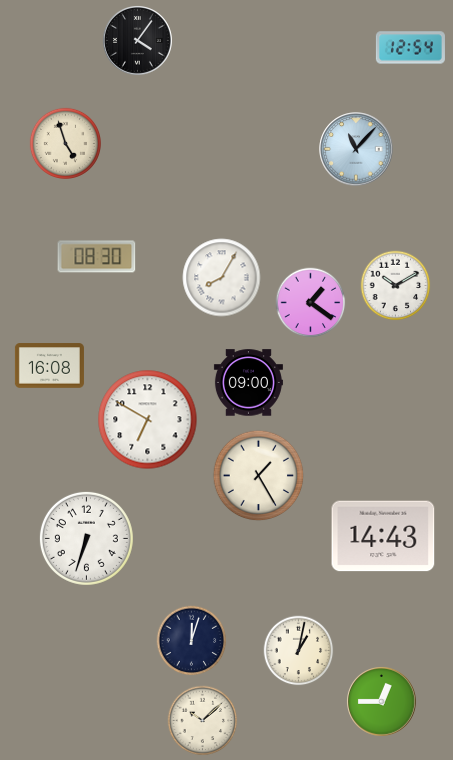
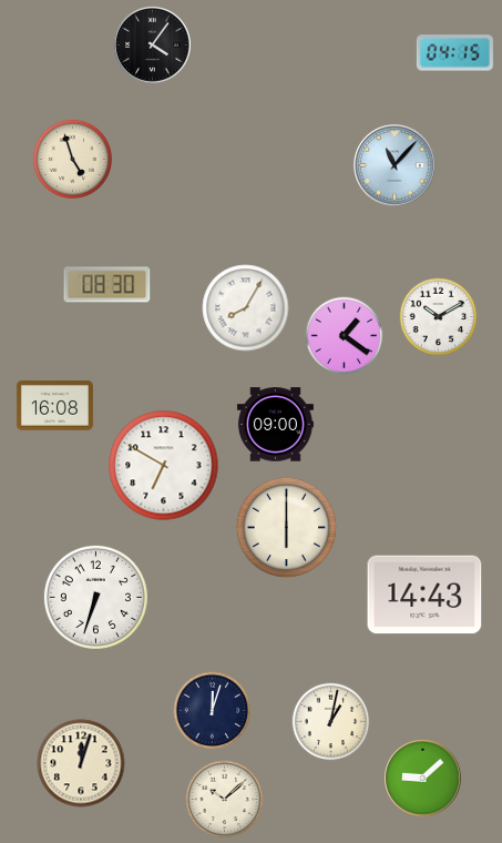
clock at (410, 48): 12:54 -> 04:15
clock at (259, 476): 1:25 -> 6:00
clock at (81, 763): none -> 12:03
clock at (382, 702): 12:45 -> 9:08
